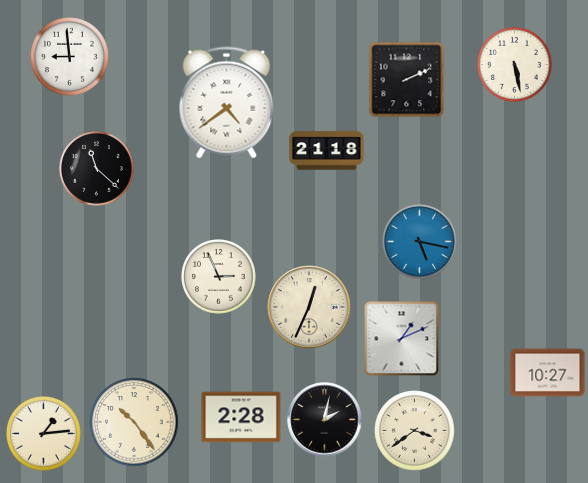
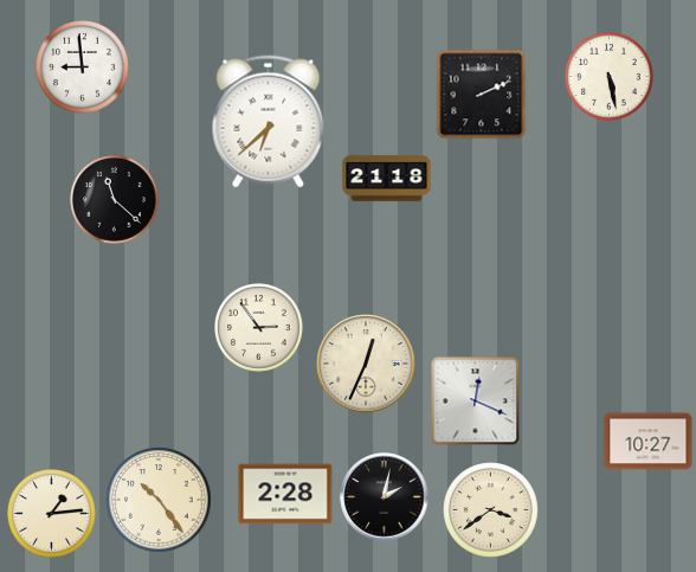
clock at (227, 103): 4:39 -> 6:38
clock at (420, 242): 5:17 -> none
clock at (219, 277): 2:56 -> 2:54
clock at (402, 339): 1:11 -> 12:19
